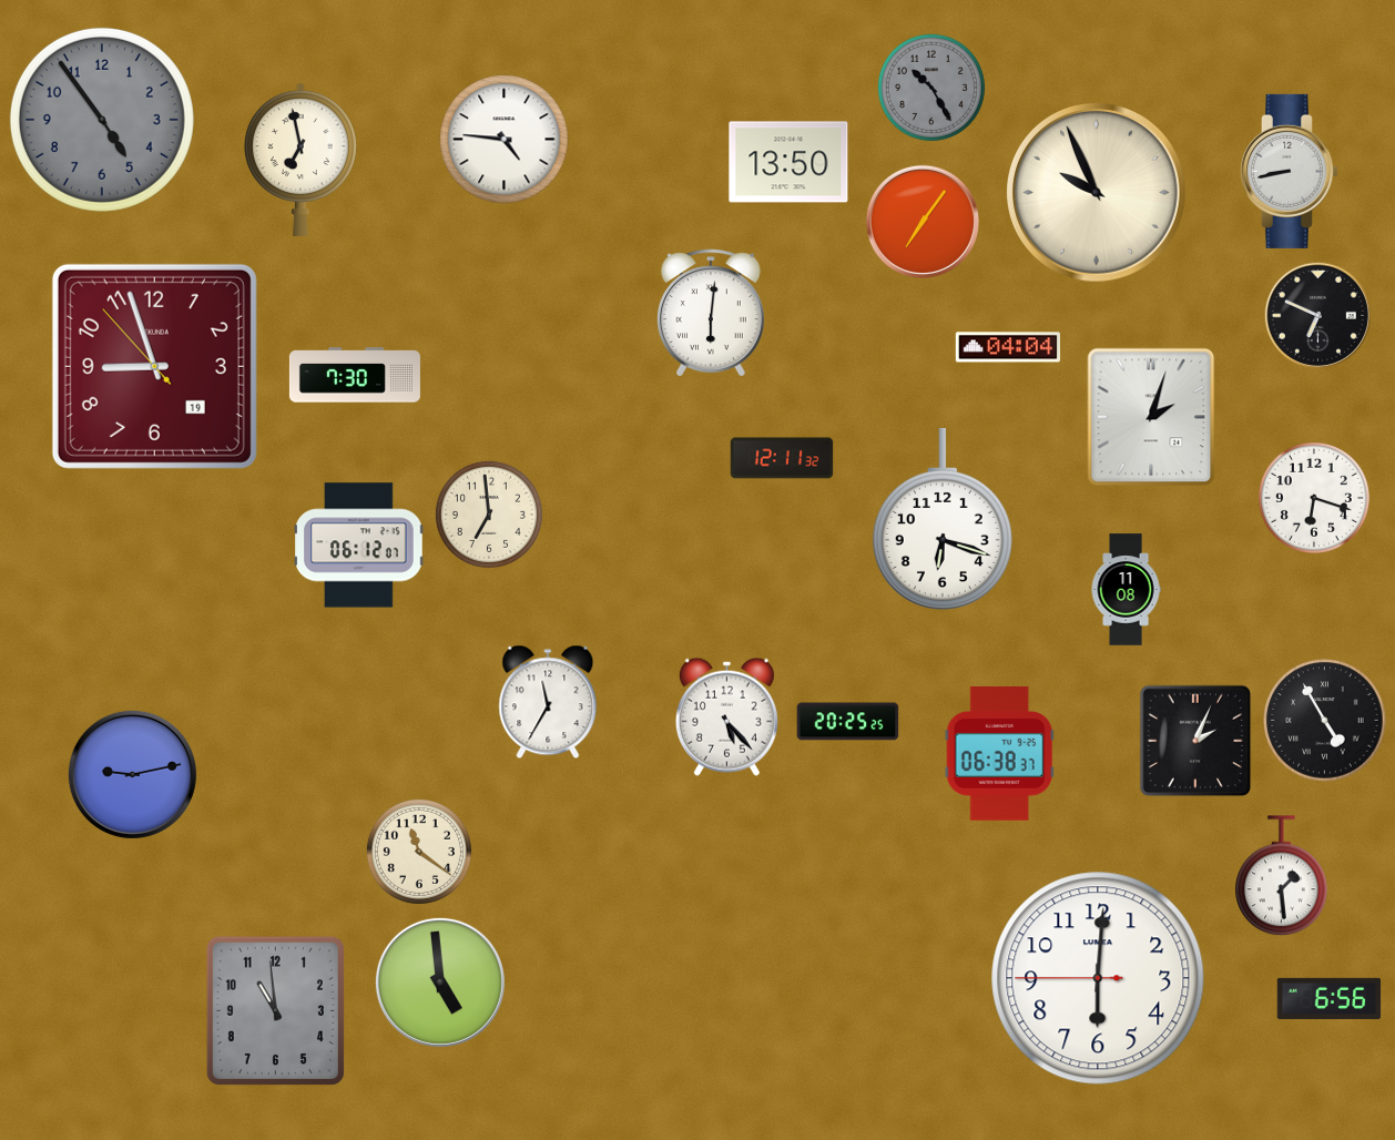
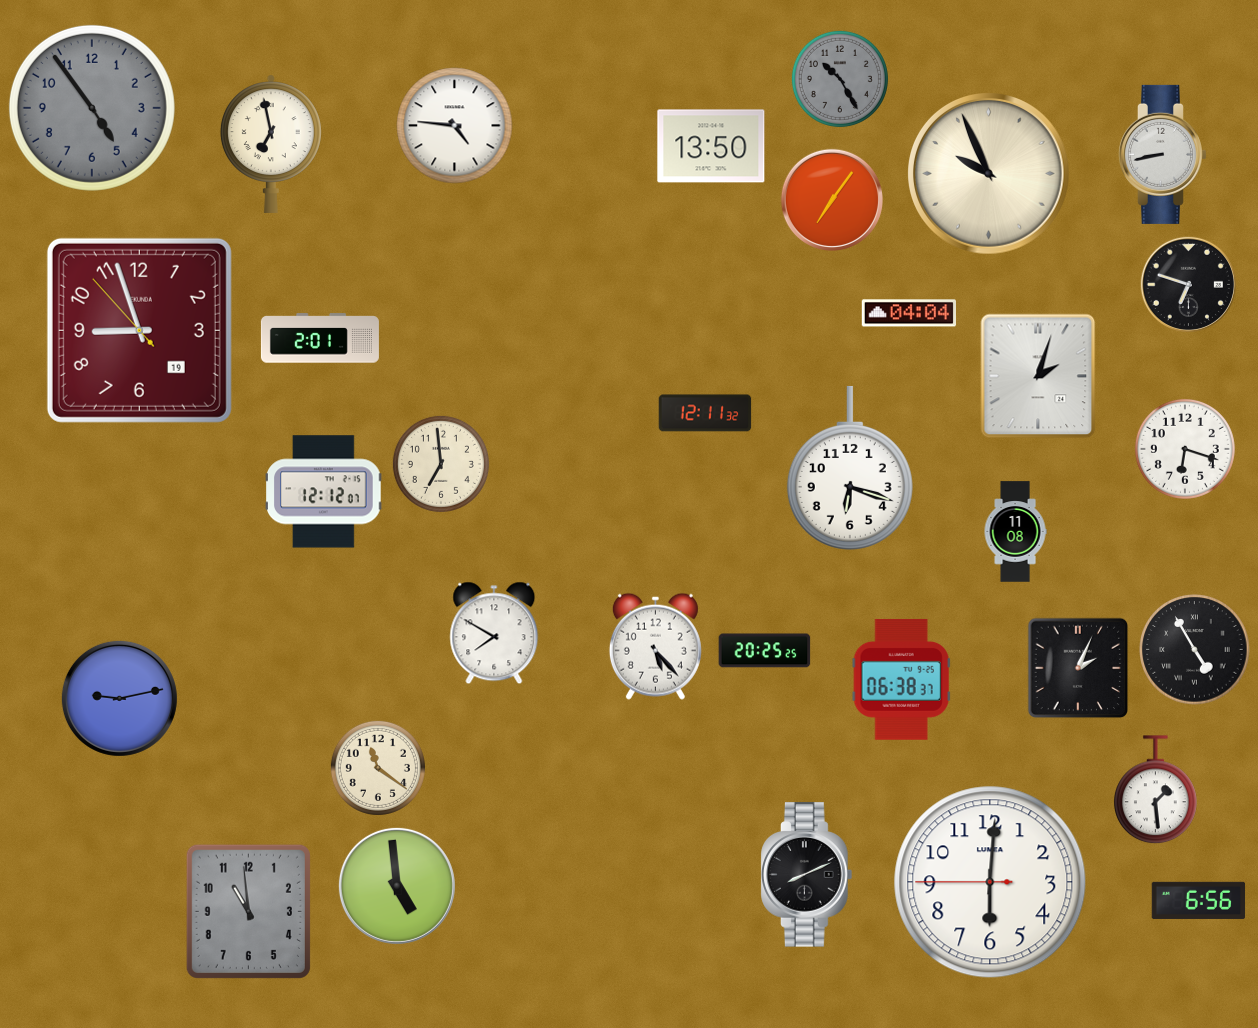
clock at (711, 313): 6:01 -> none
clock at (1317, 315): 6:49 -> 6:48
clock at (355, 375): 7:30 -> 2:01
clock at (359, 546): 06:12 -> 12:12
clock at (548, 702): 11:35 -> 7:50
clock at (807, 875): none -> 8:11
